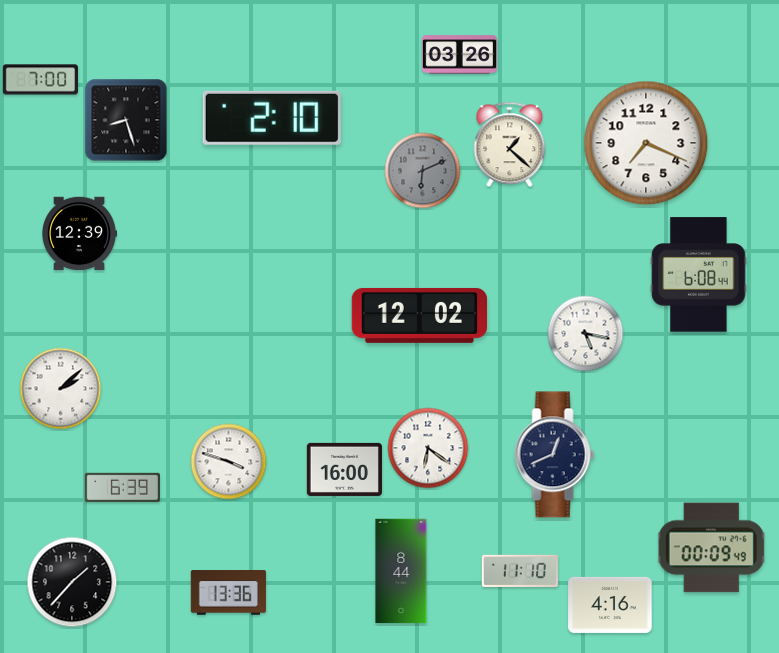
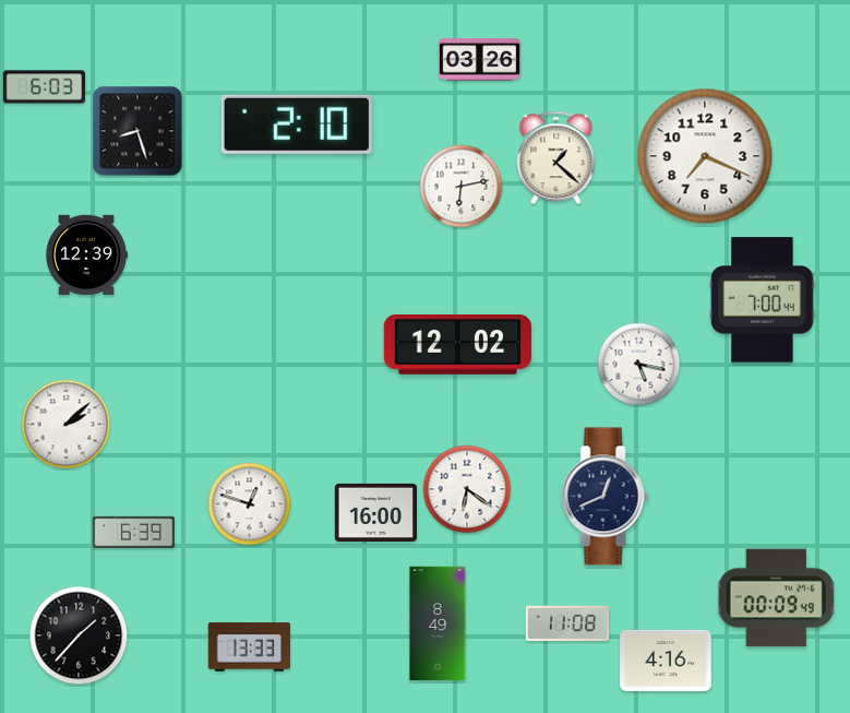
clock at (459, 55) position: (459, 55) -> (479, 60)
clock at (40, 80): 7:00 -> 6:03
clock at (272, 118) position: (272, 118) -> (297, 124)
clock at (423, 171): 6:11 -> 6:13
clock at (423, 171) dial: grey -> white
clock at (699, 275): 6:08 -> 7:00
clock at (229, 462): 3:48 -> 12:48
clock at (401, 571): 8:44 -> 8:49
clock at (520, 571): 11:10 -> 11:08
clock at (228, 593): 13:36 -> 13:33
